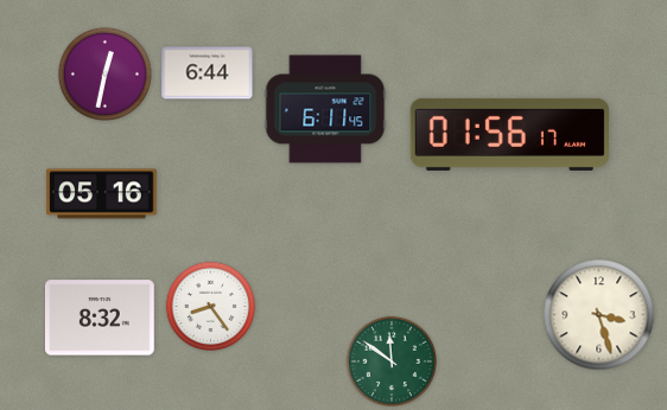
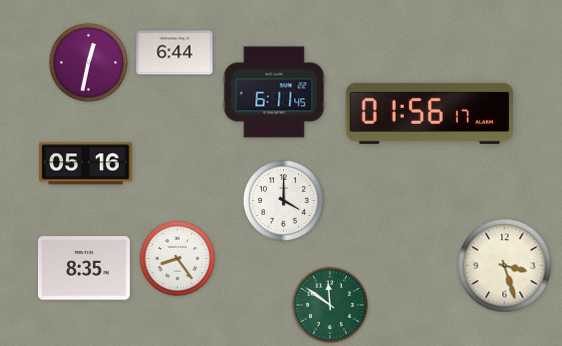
clock at (208, 73) position: (208, 73) -> (175, 53)
clock at (283, 200): none -> 4:00
clock at (101, 318): 8:32 -> 8:35
